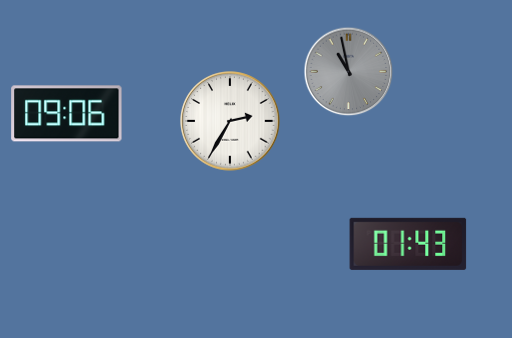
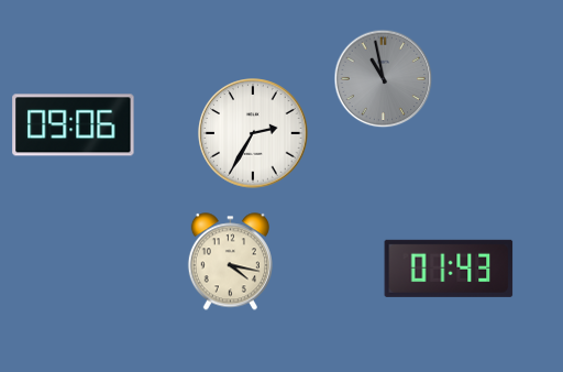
clock at (230, 262): none -> 4:17
